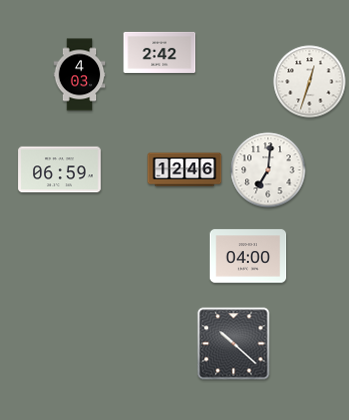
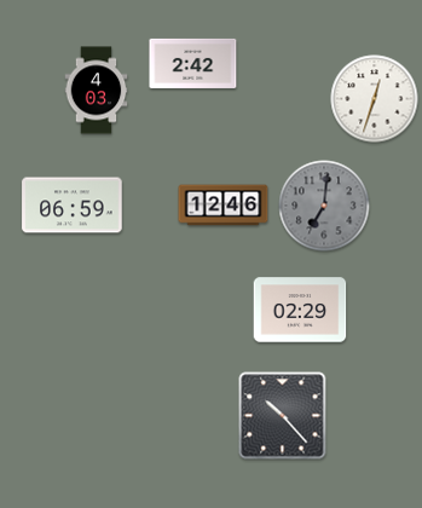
clock at (268, 170) dial: white -> grey
clock at (248, 256): 04:00 -> 02:29
clock at (234, 344): 10:22 -> 10:23
